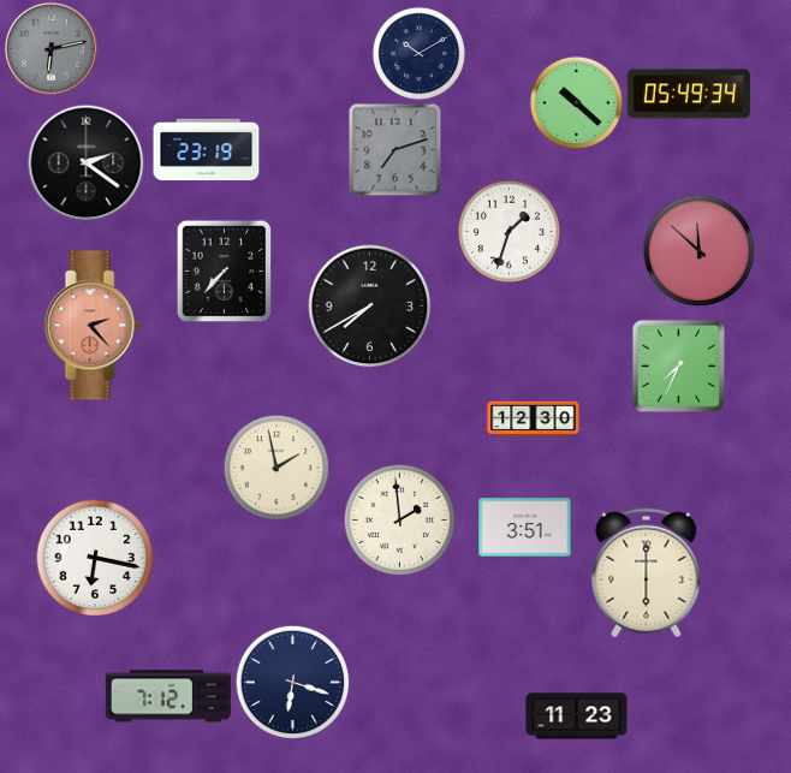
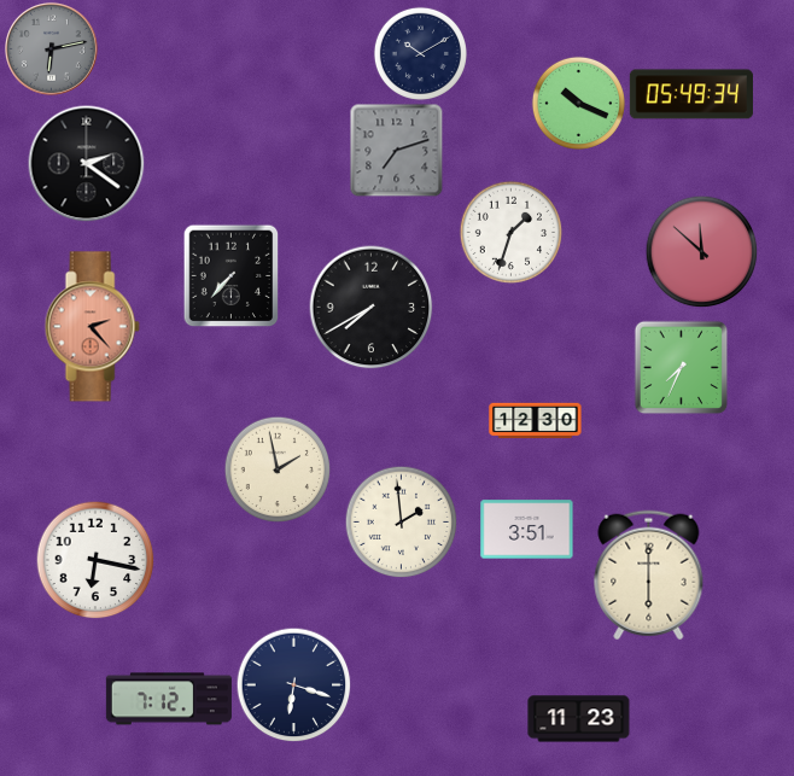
clock at (576, 102): 10:22 -> 10:19
clock at (207, 149): 23:19 -> none
clock at (225, 270) position: (225, 270) -> (232, 275)
